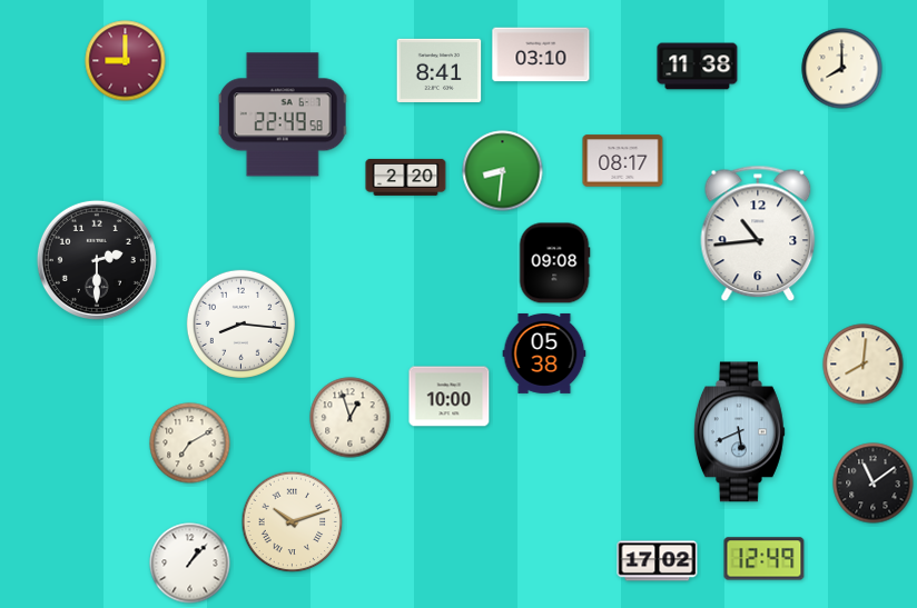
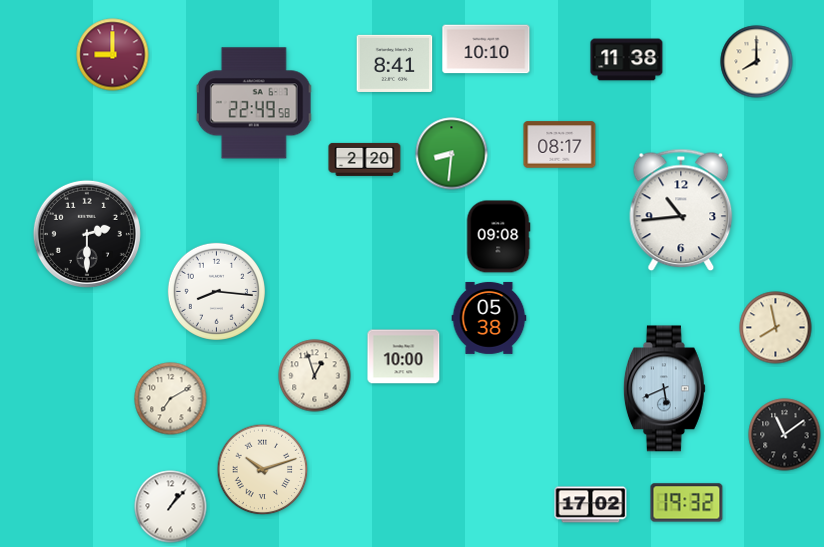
clock at (541, 54): 03:10 -> 10:10
clock at (864, 365): 8:01 -> 7:58
clock at (765, 559): 12:49 -> 19:32
